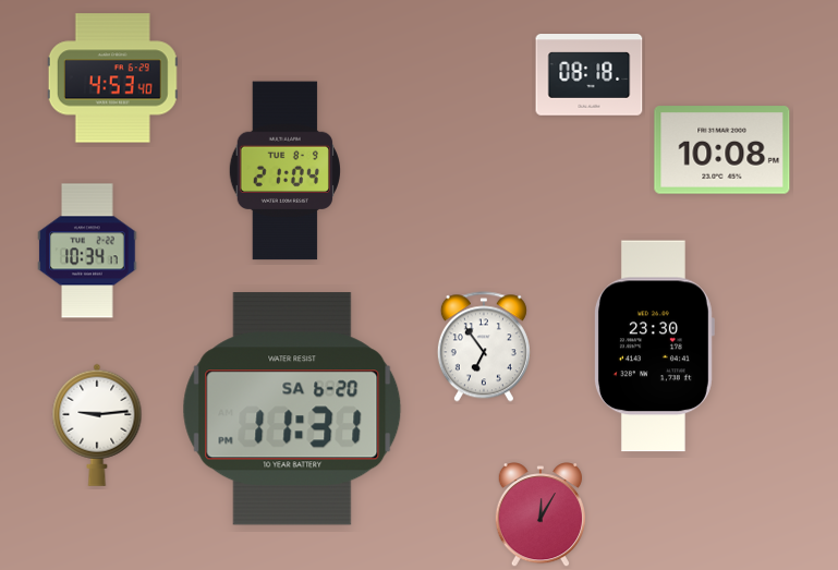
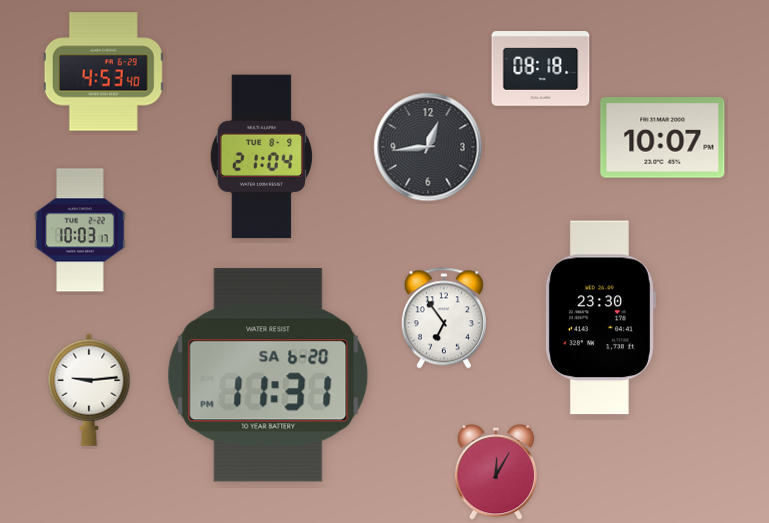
clock at (722, 150): 10:08 -> 10:07
clock at (428, 147): none -> 12:44
clock at (87, 251): 10:34 -> 10:03
